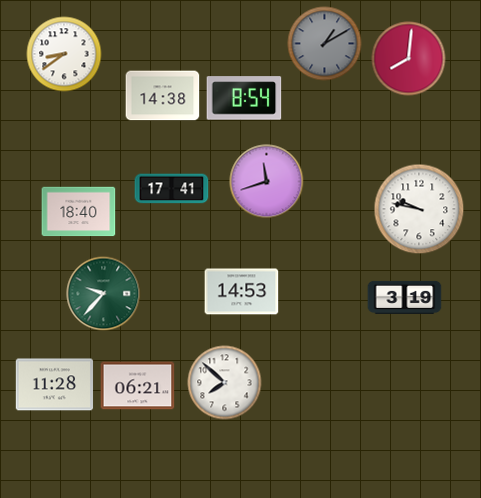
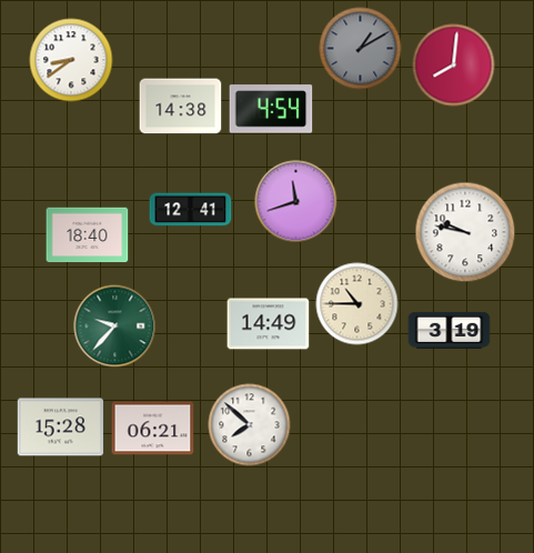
clock at (244, 98): 8:54 -> 4:54
clock at (172, 189): 17:41 -> 12:41
clock at (357, 304): none -> 10:45
clock at (242, 292): 14:53 -> 14:49
clock at (55, 385): 11:28 -> 15:28
